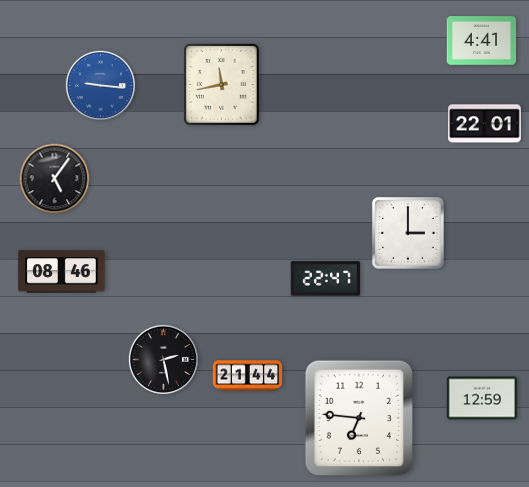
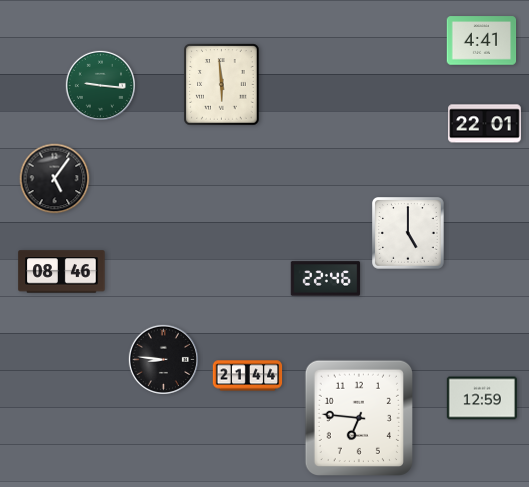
clock at (100, 85) dial: blue -> green
clock at (222, 85): 11:43 -> 5:59
clock at (409, 234): 3:00 -> 5:00
clock at (326, 279): 22:47 -> 22:46
clock at (163, 359): 2:28 -> 8:46
